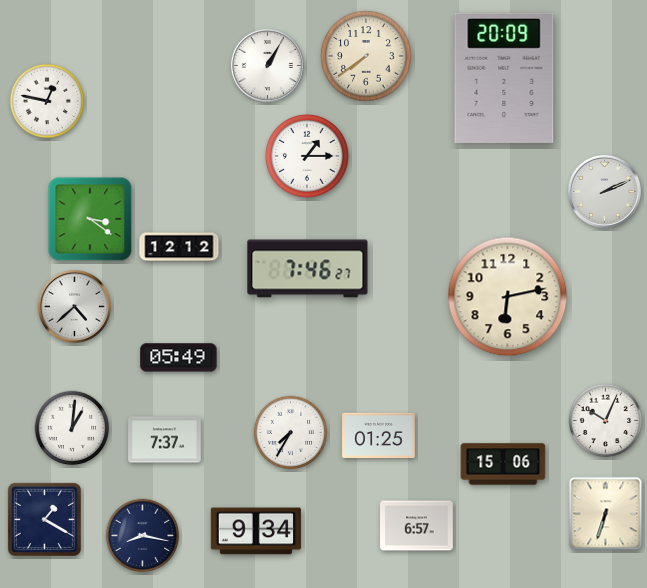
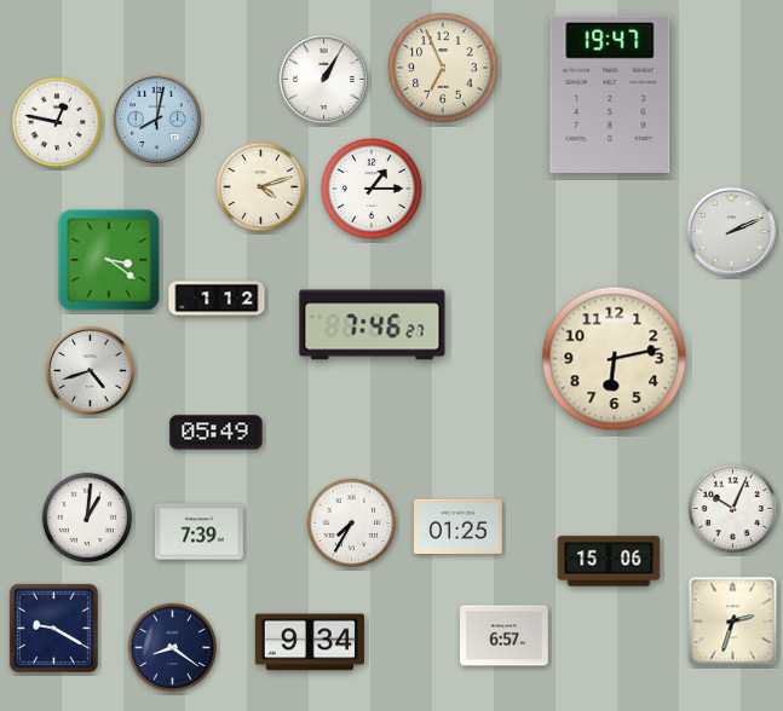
clock at (366, 56): 7:39 -> 6:56
clock at (504, 78): 20:09 -> 19:47
clock at (156, 118): none -> 8:02
clock at (261, 187): none -> 4:12
clock at (90, 219) position: (90, 219) -> (109, 260)
clock at (179, 247): 12:12 -> 1:12
clock at (74, 306): 4:38 -> 4:42
clock at (165, 440): 7:37 -> 7:39
clock at (606, 514): 6:33 -> 2:33
clock at (44, 519): 1:20 -> 9:20
clock at (143, 536): 8:17 -> 8:21
